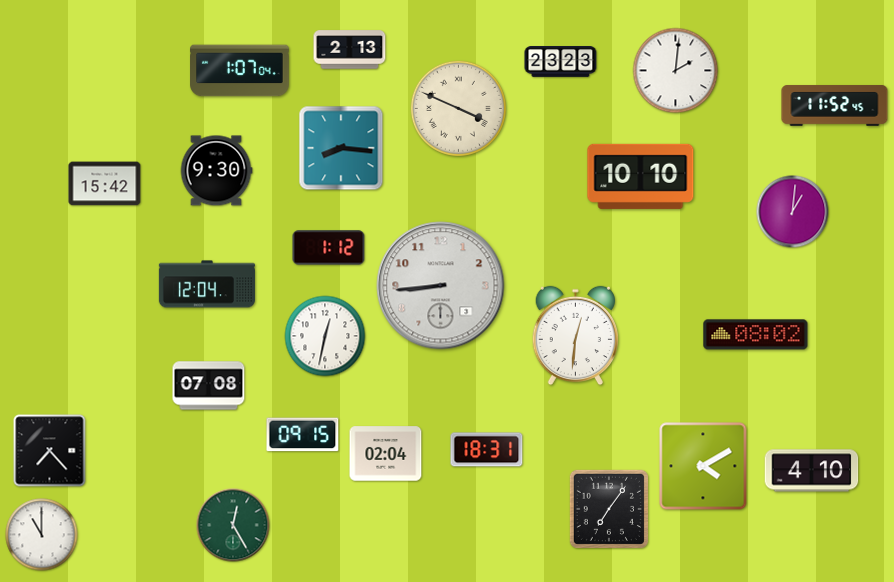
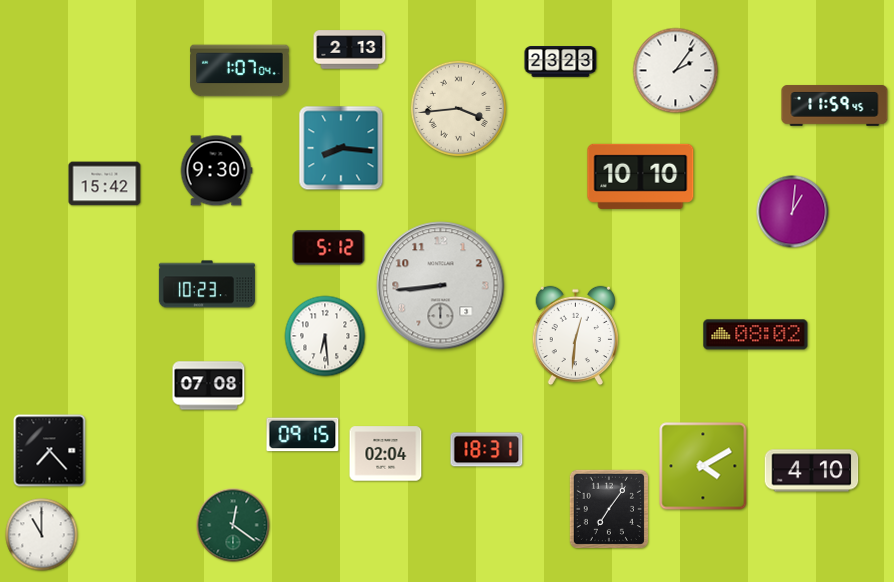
clock at (676, 71): 2:01 -> 2:06
clock at (835, 106): 11:52 -> 11:59
clock at (458, 108): 3:49 -> 3:44
clock at (329, 248): 1:12 -> 5:12
clock at (207, 284): 12:04 -> 10:23
clock at (325, 336): 12:32 -> 6:29
clock at (233, 525): 12:25 -> 12:21
